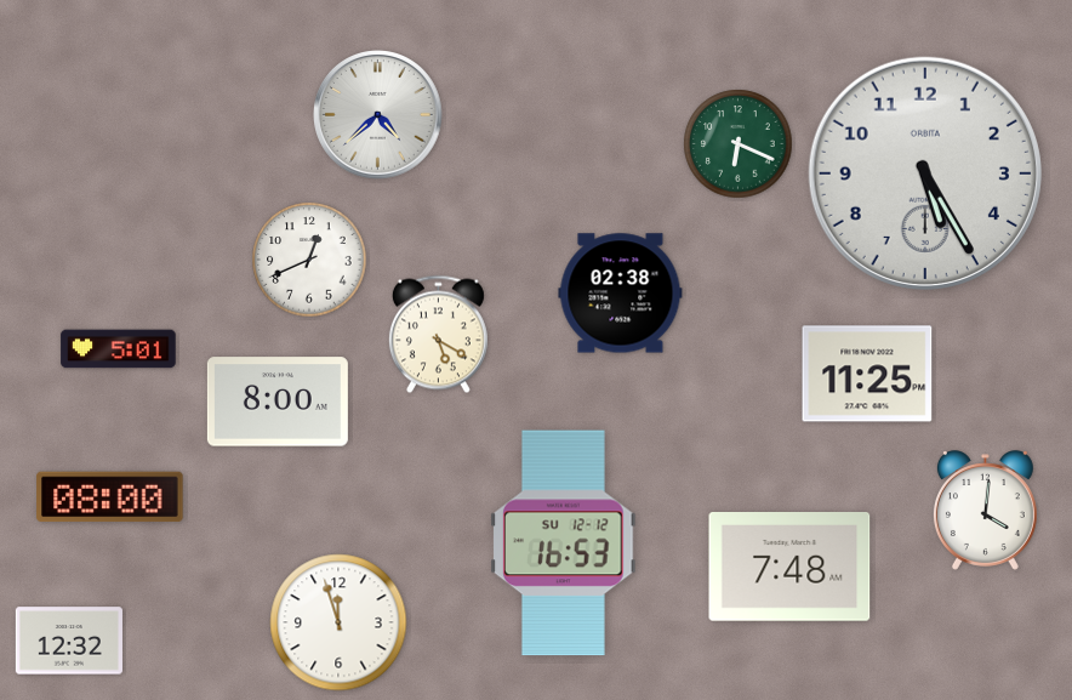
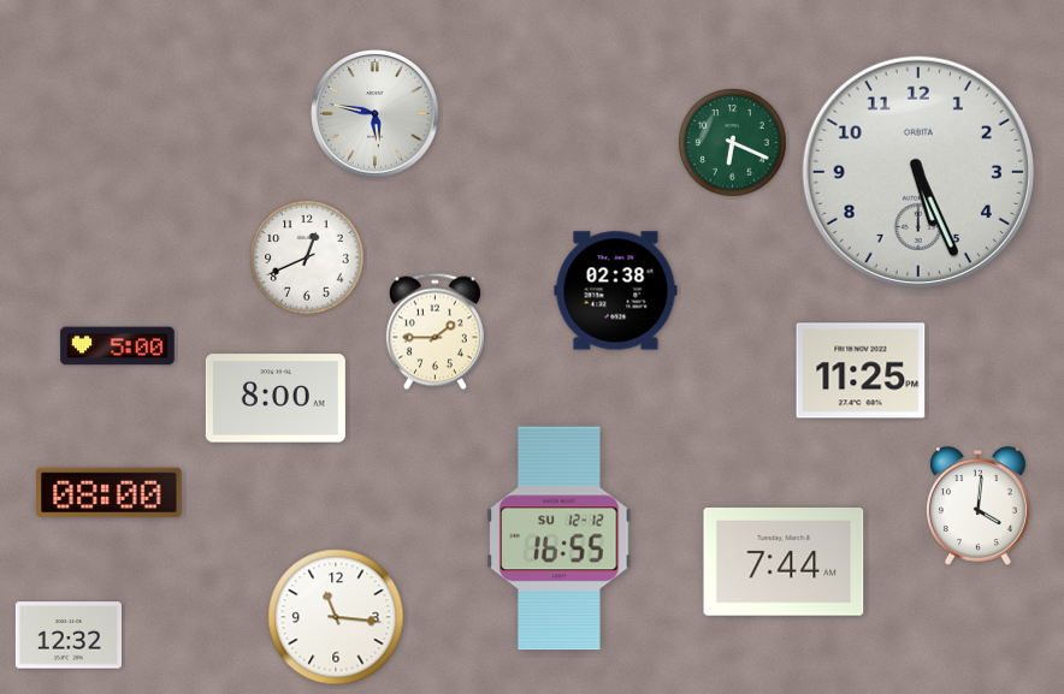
clock at (378, 115): 4:38 -> 5:47
clock at (925, 173): 5:25 -> 5:26
clock at (438, 335): 5:20 -> 1:45
clock at (119, 349): 5:01 -> 5:00
clock at (564, 544): 16:53 -> 16:55
clock at (789, 567): 7:48 -> 7:44
clock at (338, 622): 11:57 -> 11:16
